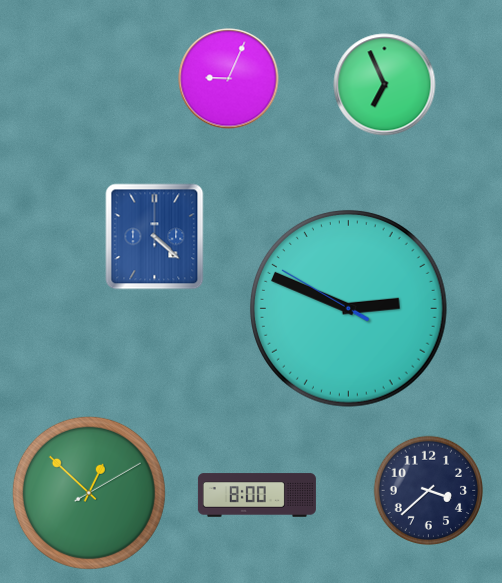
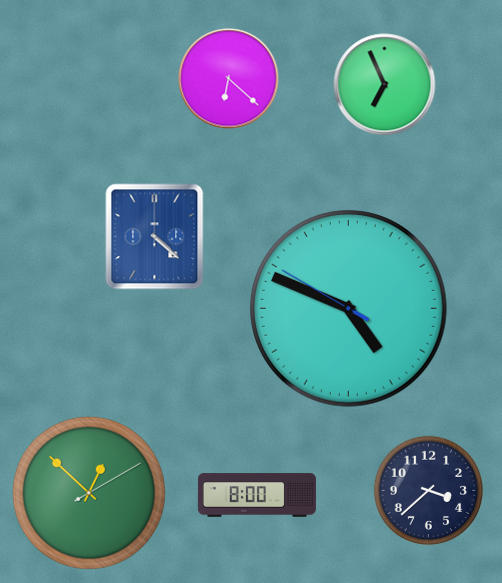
clock at (229, 79): 9:04 -> 6:22
clock at (348, 308): 2:48 -> 4:48
